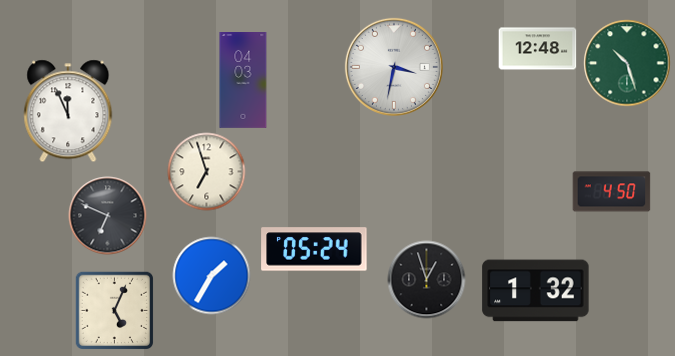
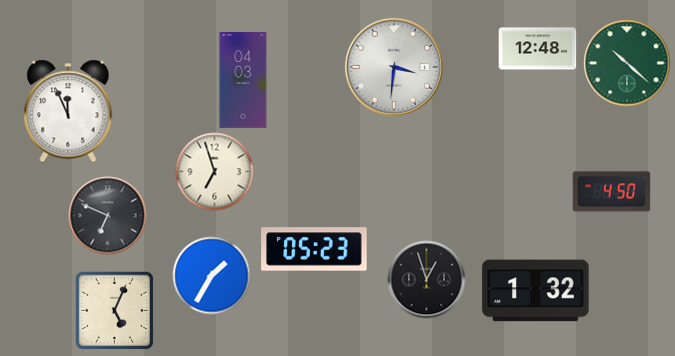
clock at (627, 63): 10:27 -> 10:22
clock at (394, 67): 3:32 -> 3:31
clock at (206, 171) position: (206, 171) -> (214, 171)
clock at (314, 249): 05:24 -> 05:23
